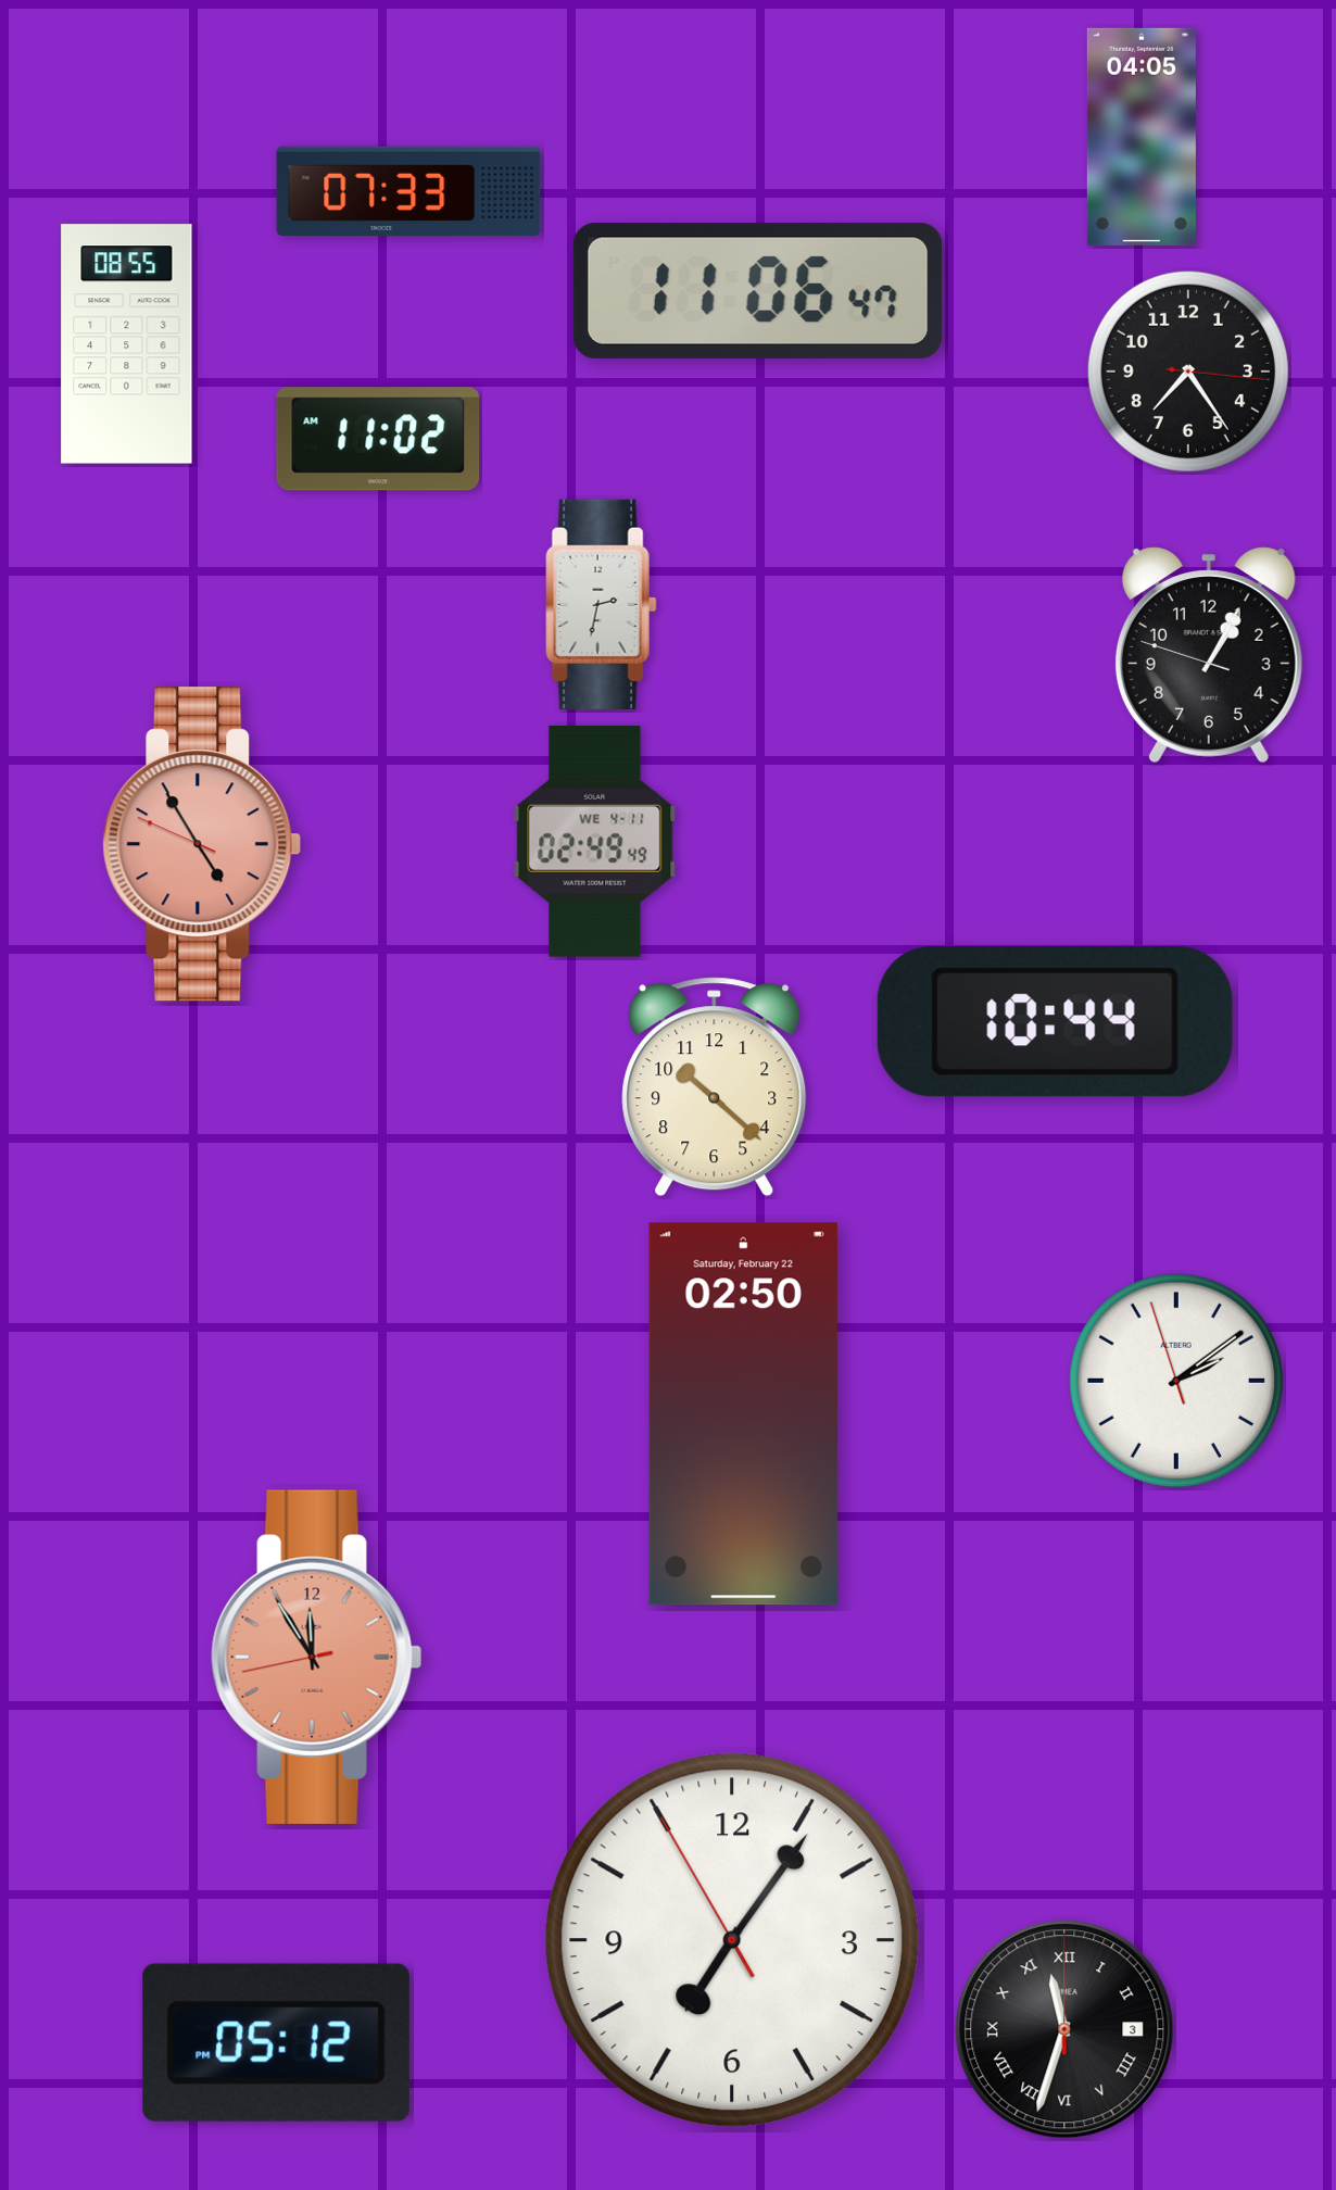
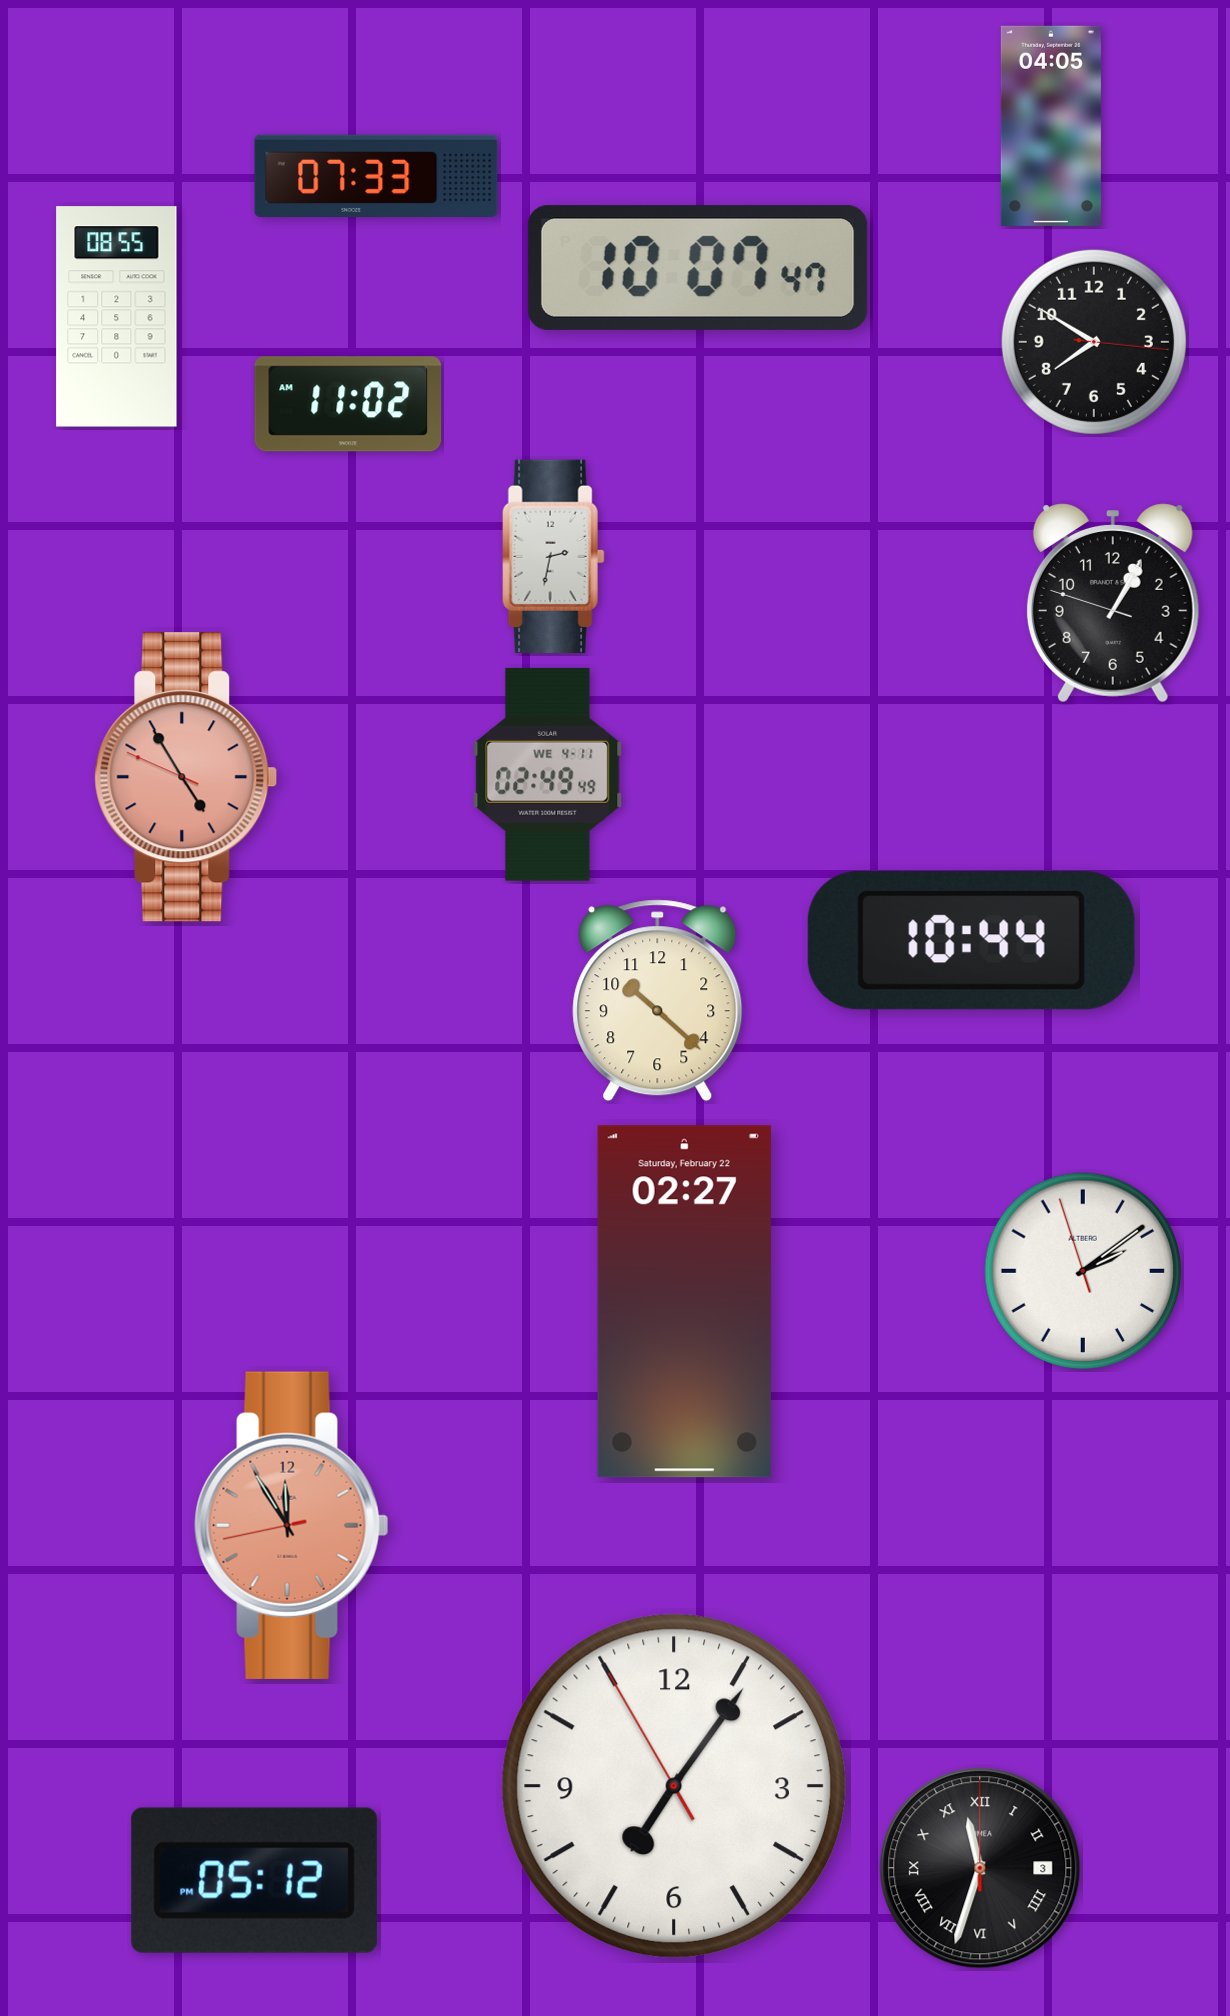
clock at (758, 291): 11:06 -> 10:07
clock at (1188, 372): 7:24 -> 7:50
clock at (743, 1414): 02:50 -> 02:27
